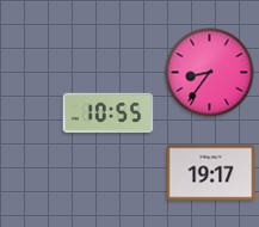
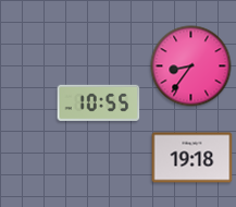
clock at (211, 173): 19:17 -> 19:18
